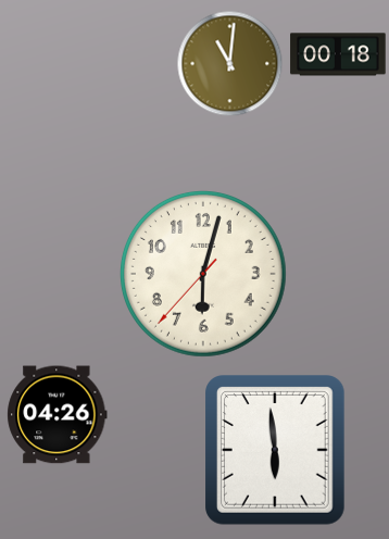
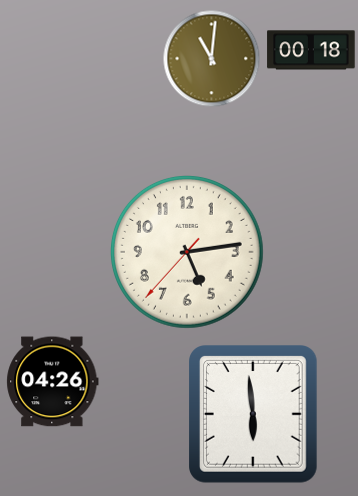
clock at (203, 274): 6:02 -> 5:13
